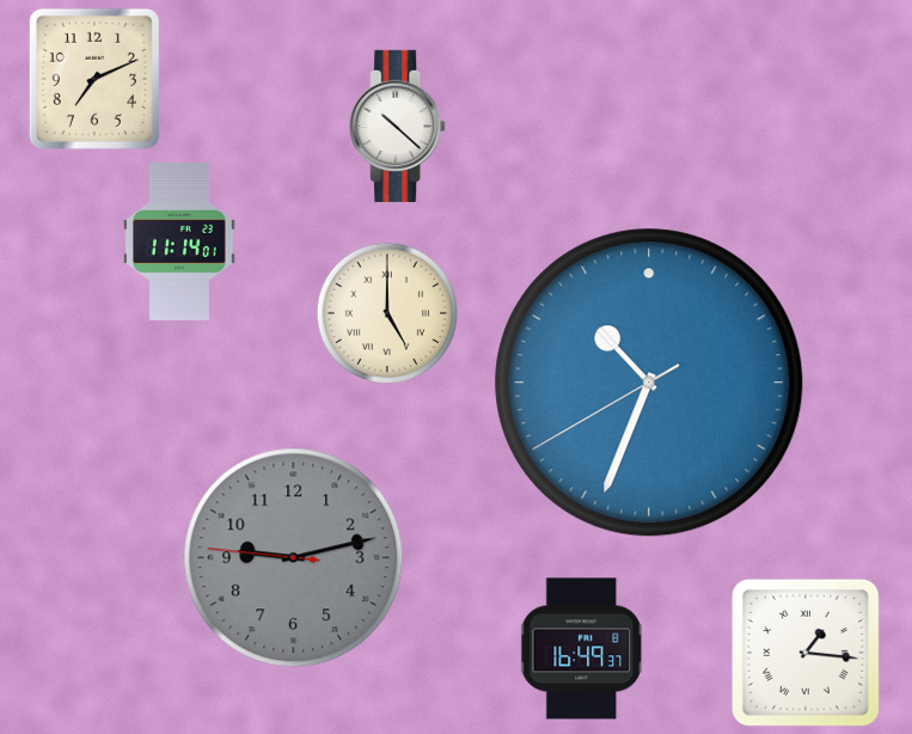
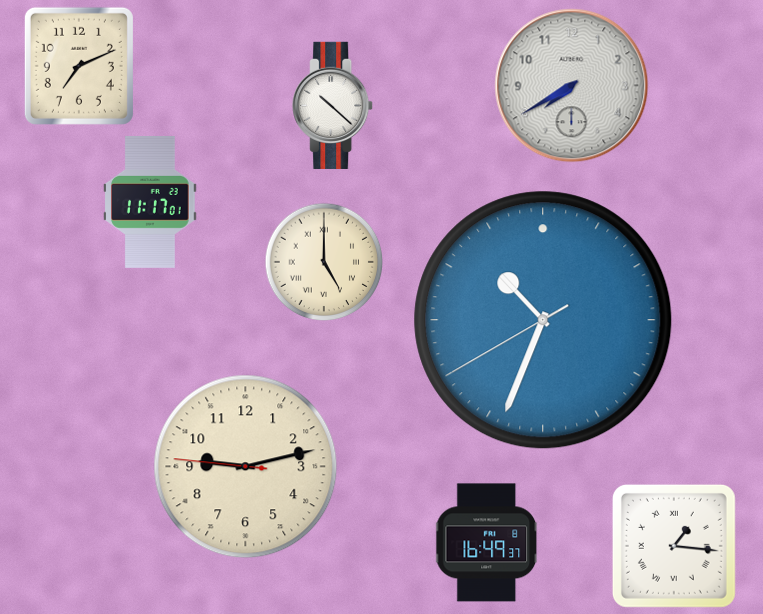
clock at (572, 86): none -> 7:40
clock at (179, 241): 11:14 -> 11:17
clock at (294, 558) dial: grey -> cream
